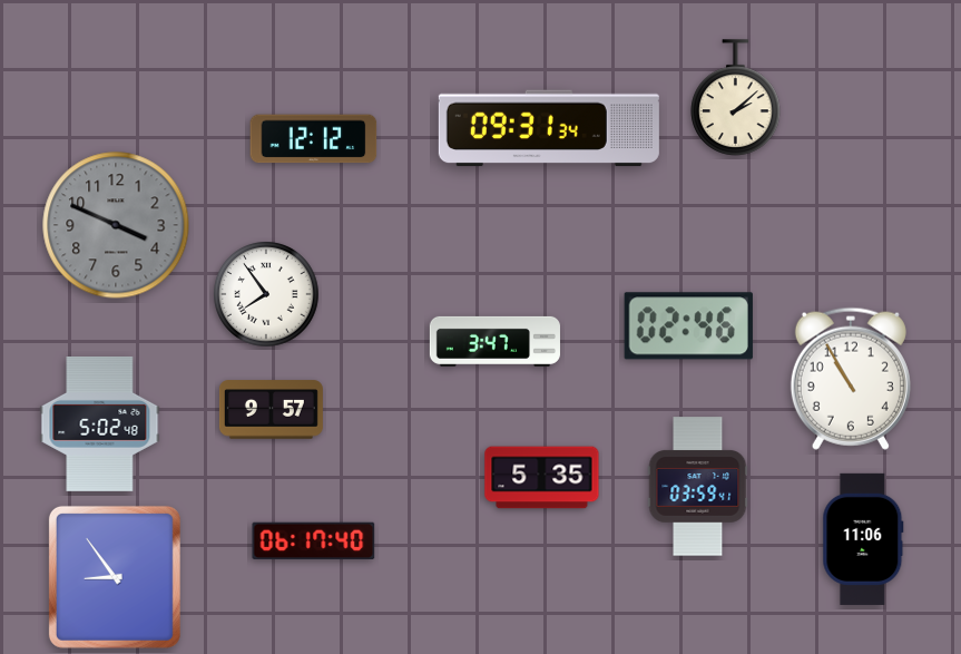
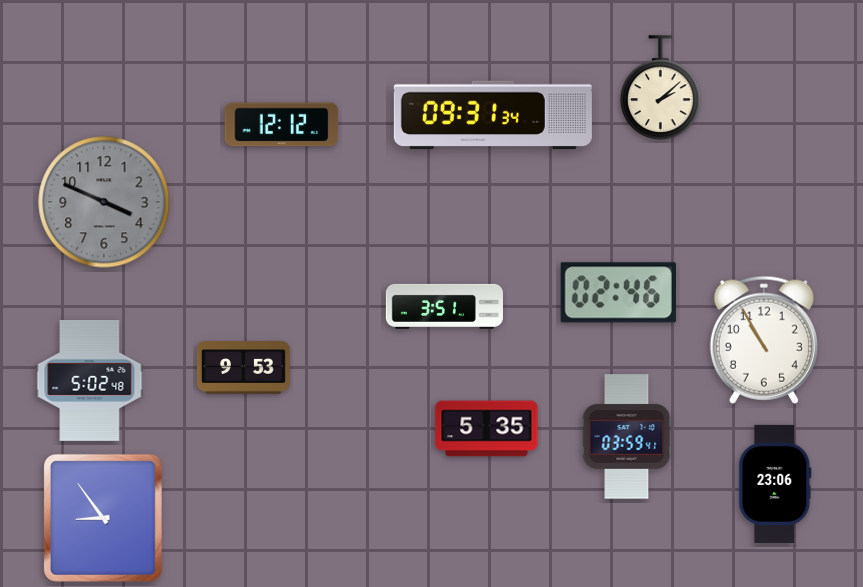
clock at (266, 294): 7:54 -> none
clock at (494, 341): 3:47 -> 3:51
clock at (271, 410): 9:57 -> 9:53
clock at (863, 539): 11:06 -> 23:06
clock at (314, 540): 06:17 -> none
